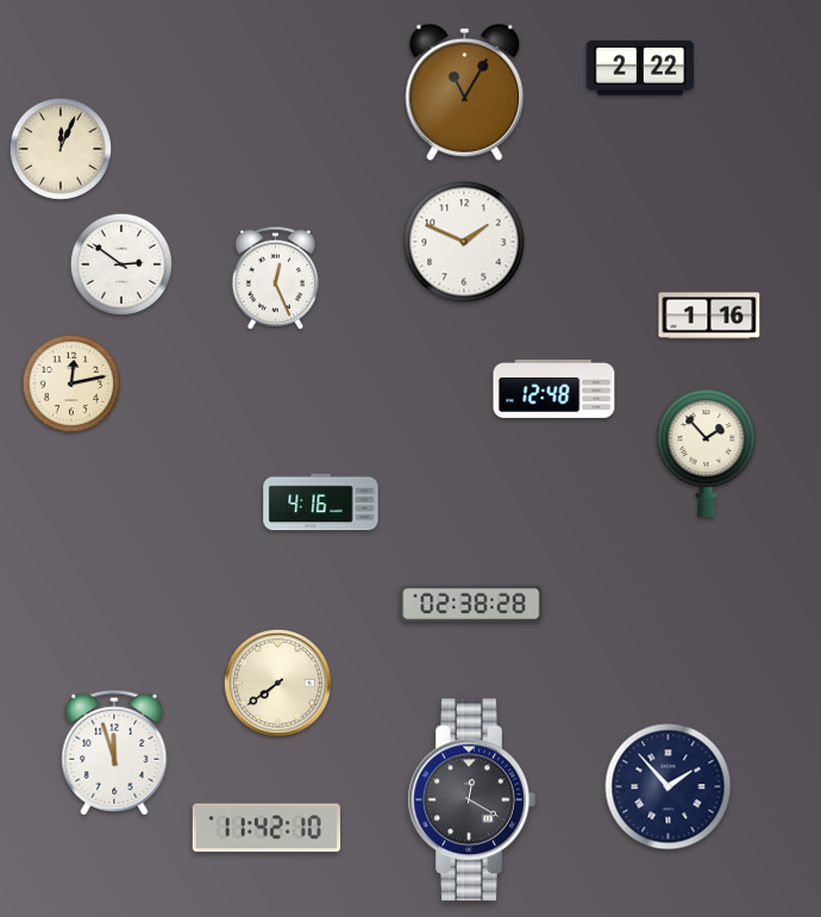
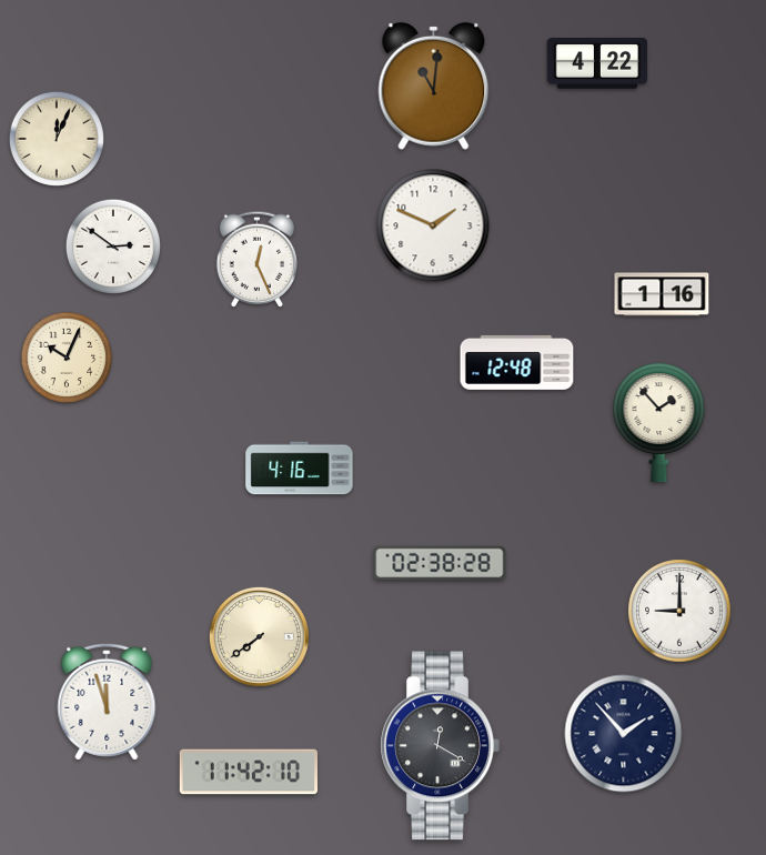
clock at (639, 68): 2:22 -> 4:22
clock at (465, 92): 11:05 -> 11:01
clock at (71, 383): 12:13 -> 10:04
clock at (679, 611): none -> 9:00
